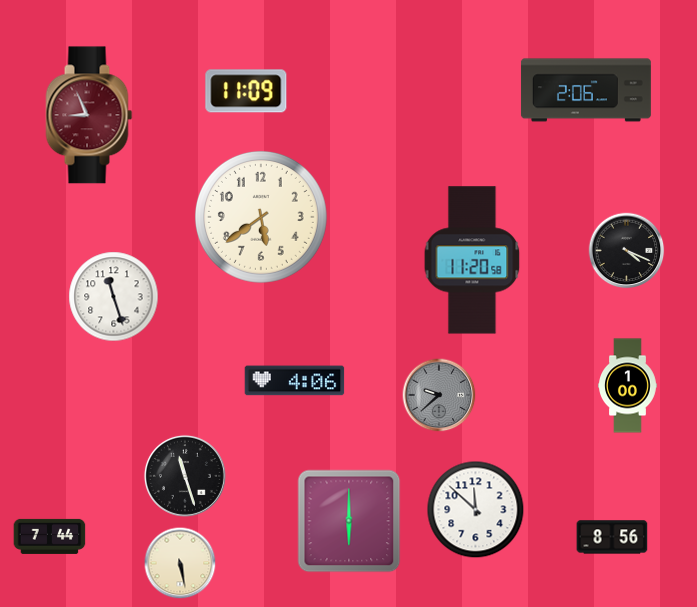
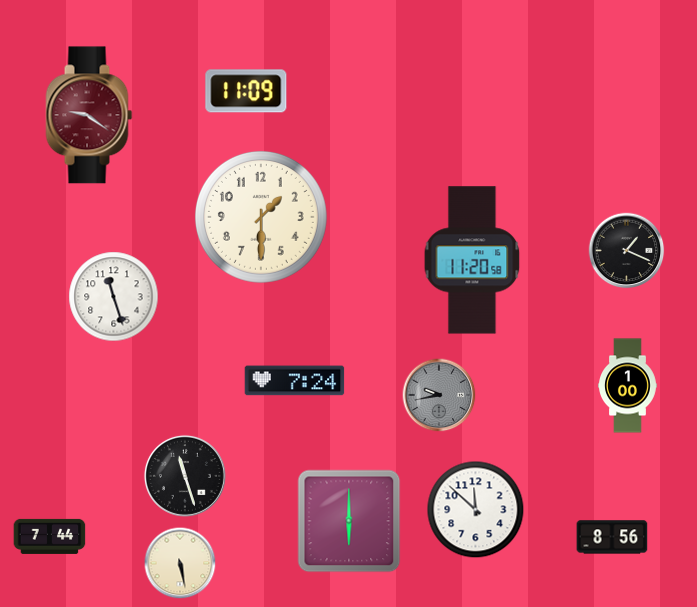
clock at (586, 90): 2:06 -> none
clock at (89, 115): 8:56 -> 9:21
clock at (261, 217): 5:39 -> 1:30
clock at (627, 251): 4:19 -> 1:19
clock at (295, 381): 4:06 -> 7:24
clock at (439, 395): 9:38 -> 9:43
